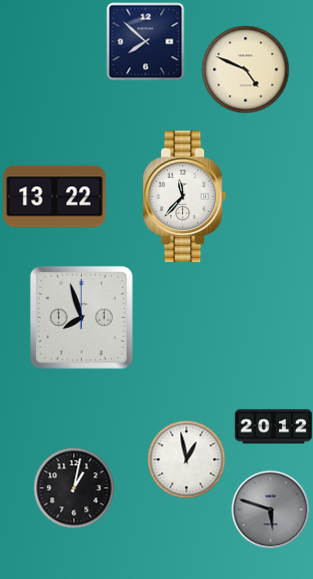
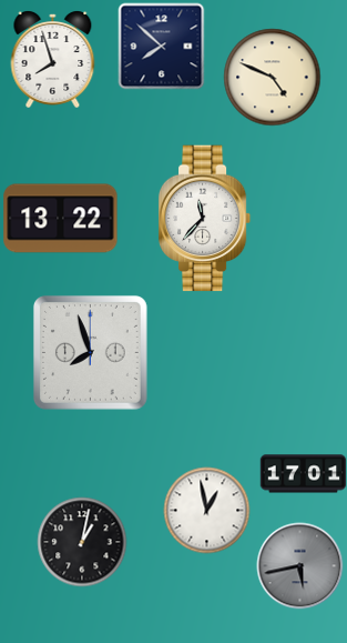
clock at (53, 60): none -> 7:57
clock at (273, 427): 20:12 -> 17:01
clock at (270, 509): 5:48 -> 5:43
